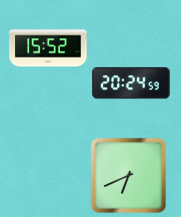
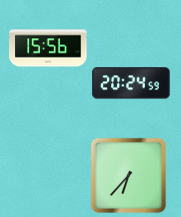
clock at (48, 48): 15:52 -> 15:56
clock at (128, 175): 6:41 -> 6:37
